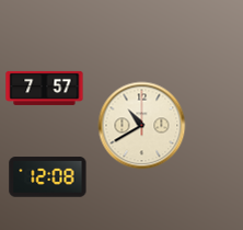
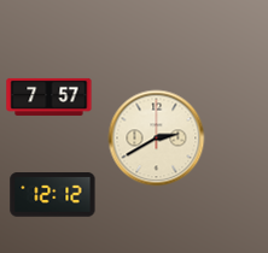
clock at (142, 126): 10:40 -> 2:40
clock at (48, 177): 12:08 -> 12:12
